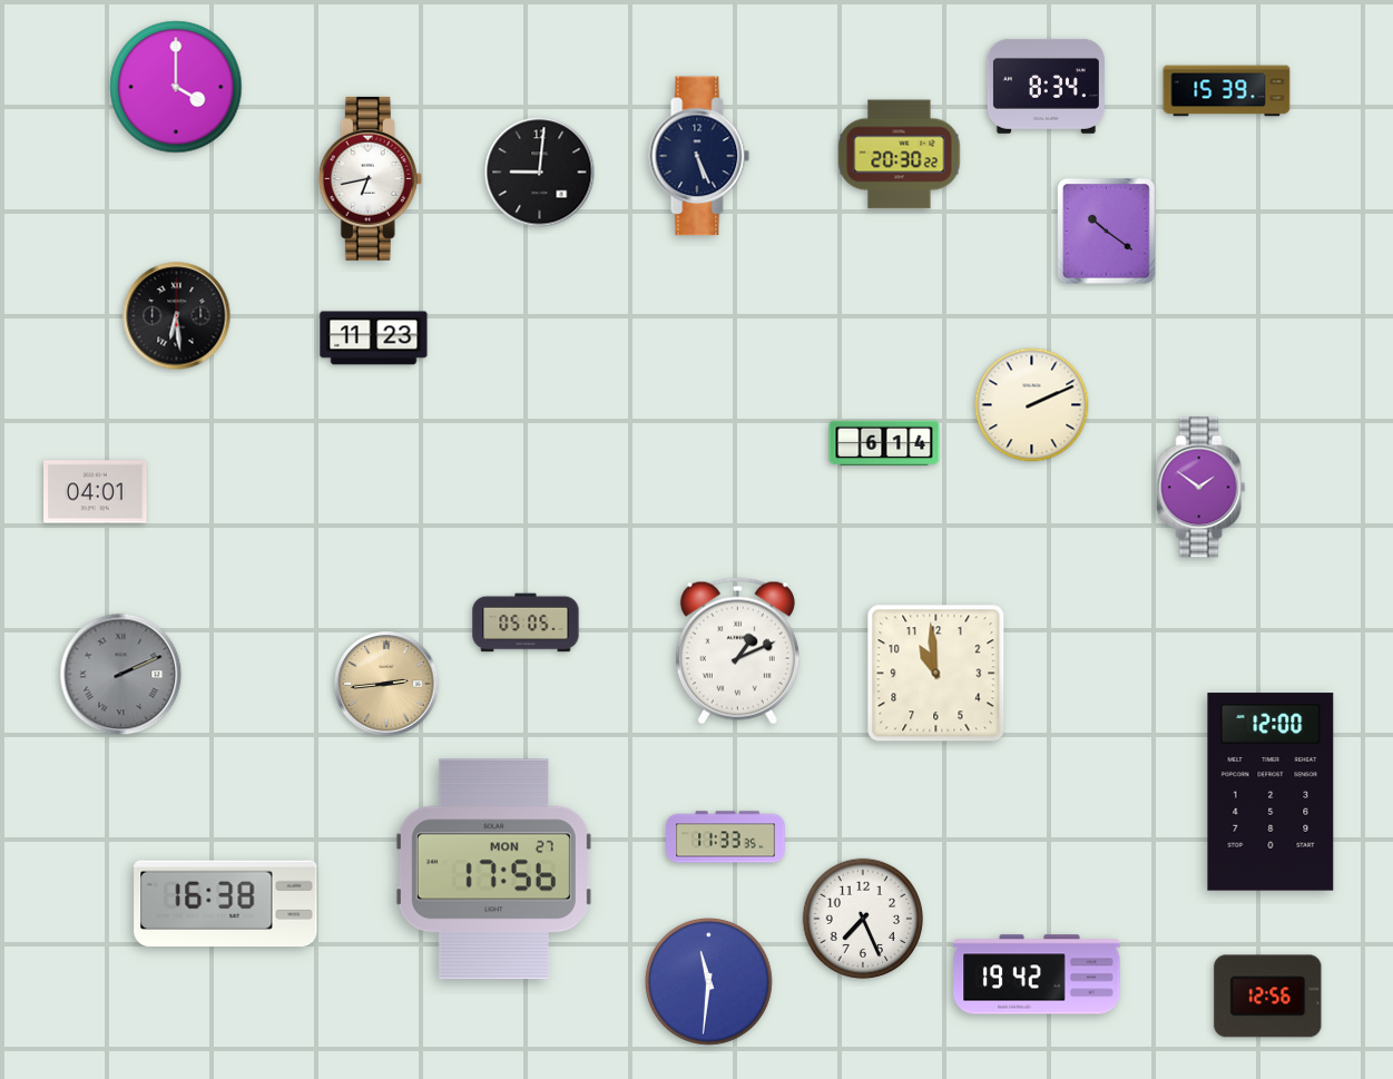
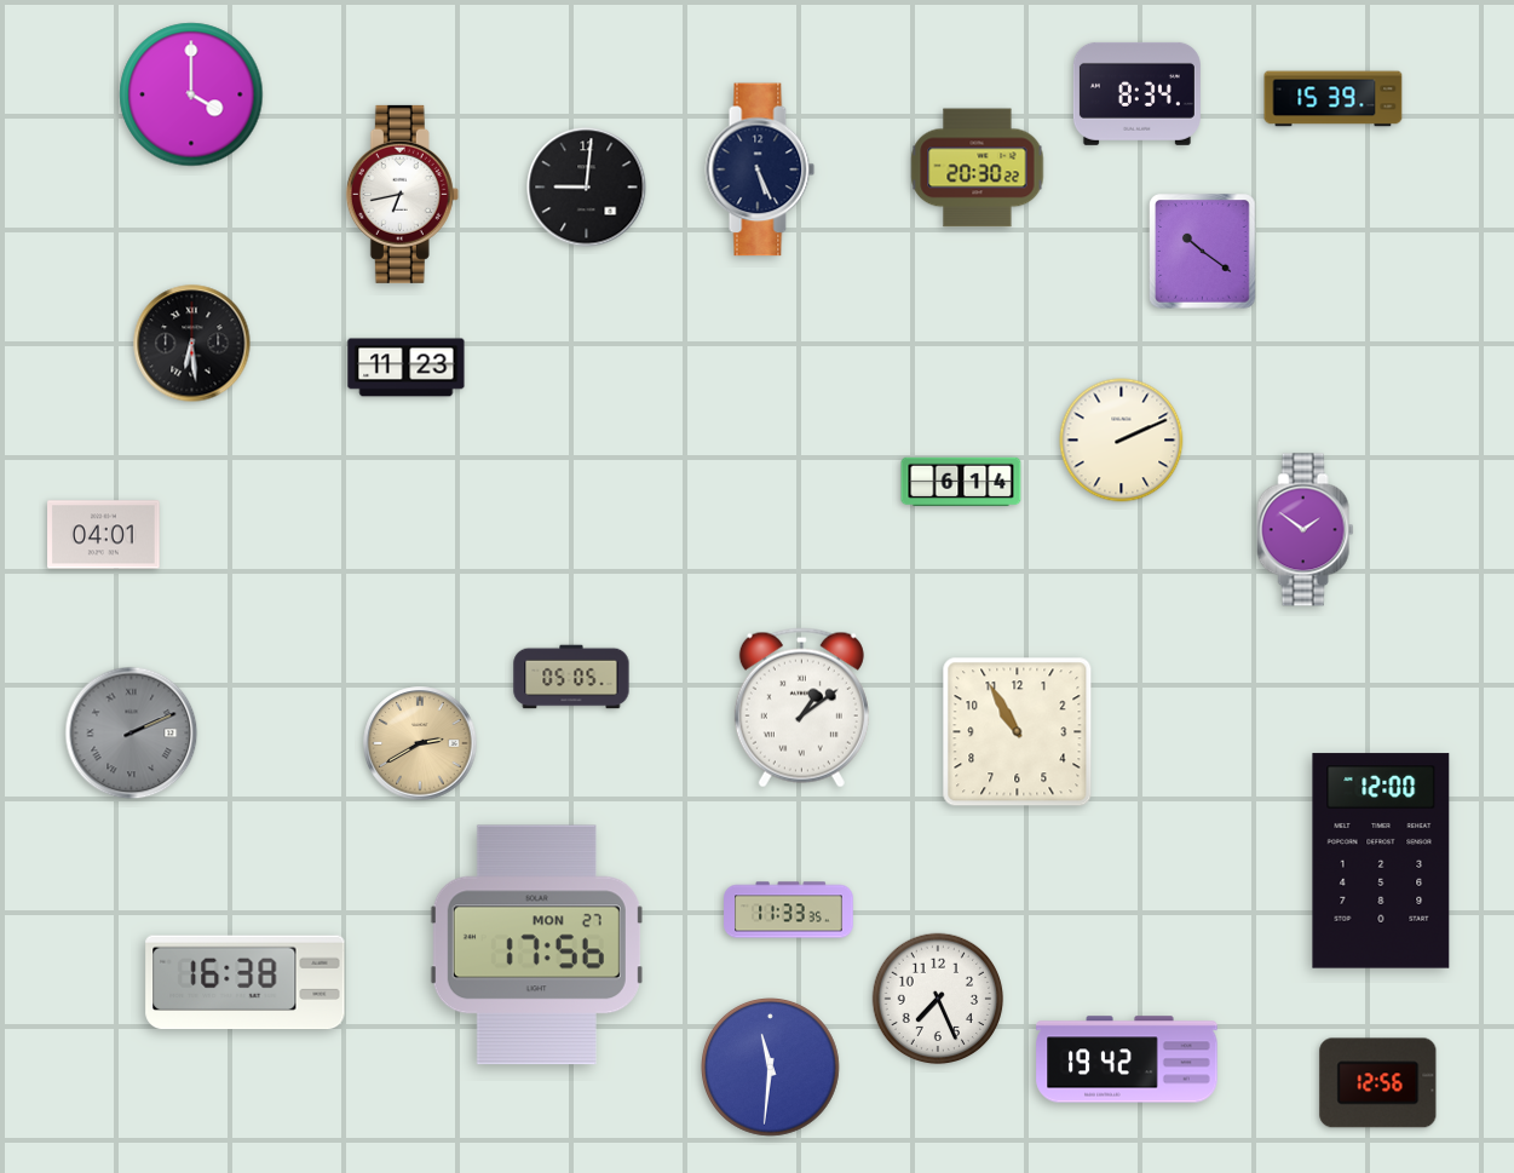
clock at (737, 651): 1:11 -> 1:09
clock at (936, 674): 10:59 -> 10:55
clock at (386, 684): 2:44 -> 2:40
